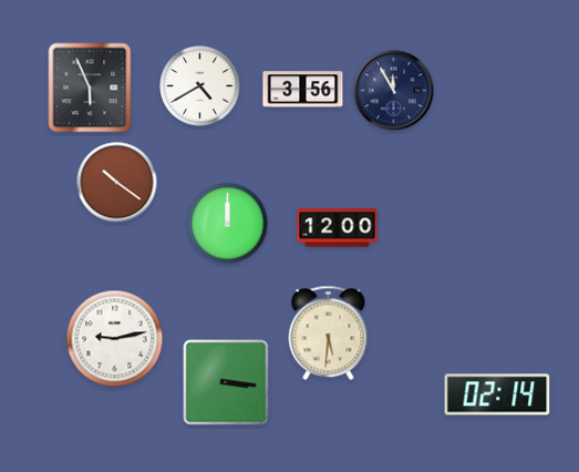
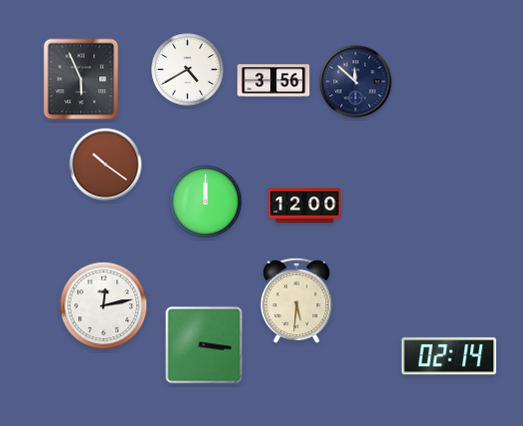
clock at (200, 86) position: (200, 86) -> (188, 70)
clock at (394, 91): 11:55 -> 11:52
clock at (115, 339): 9:13 -> 12:13
